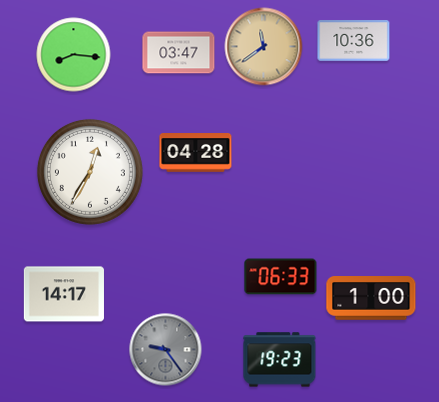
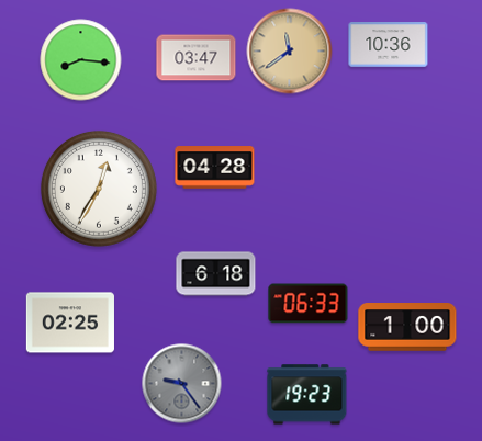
clock at (216, 274): none -> 6:18
clock at (64, 294): 14:17 -> 02:25
